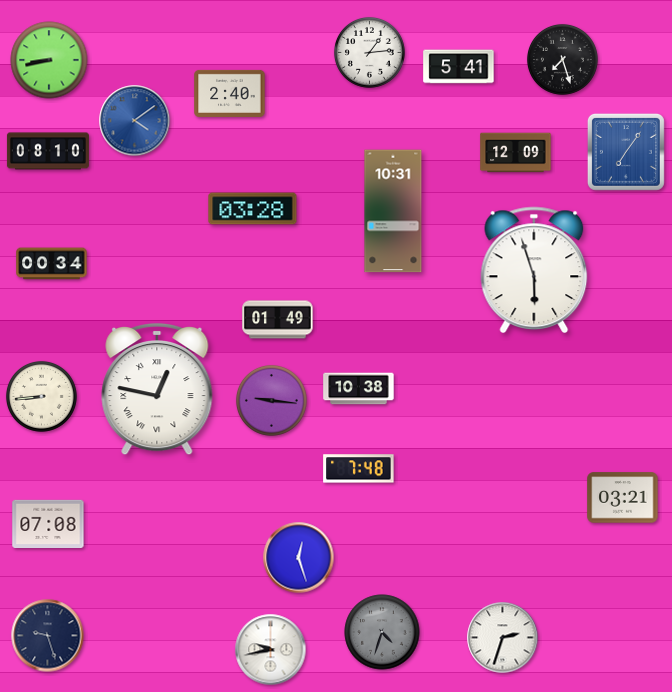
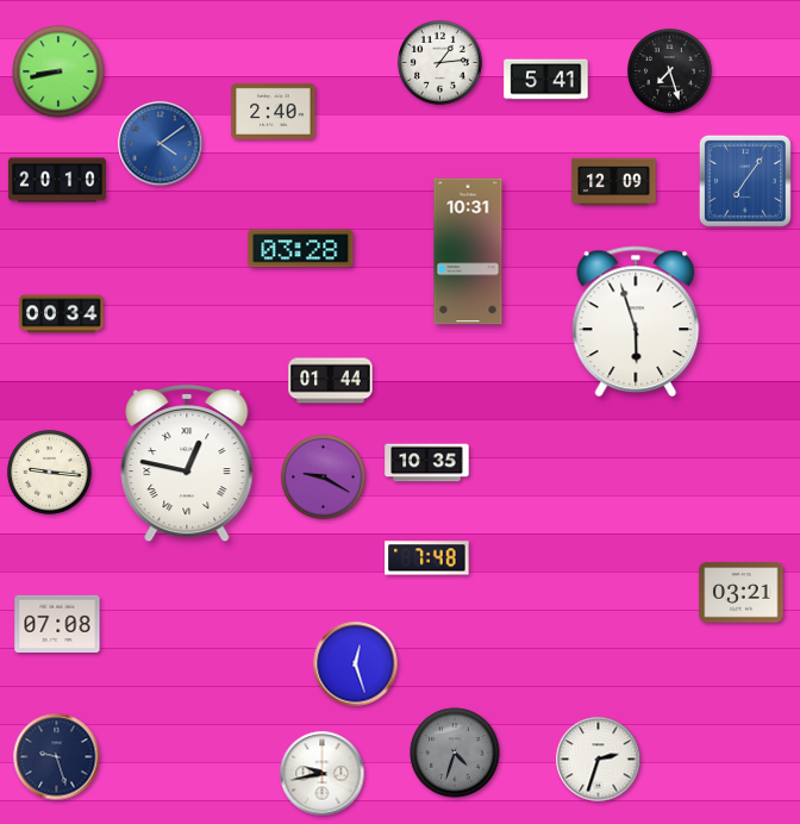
clock at (48, 151): 08:10 -> 20:10
clock at (278, 320): 01:49 -> 01:44
clock at (359, 389): 10:38 -> 10:35
clock at (41, 396): 8:44 -> 9:16
clock at (271, 400): 9:16 -> 9:20
